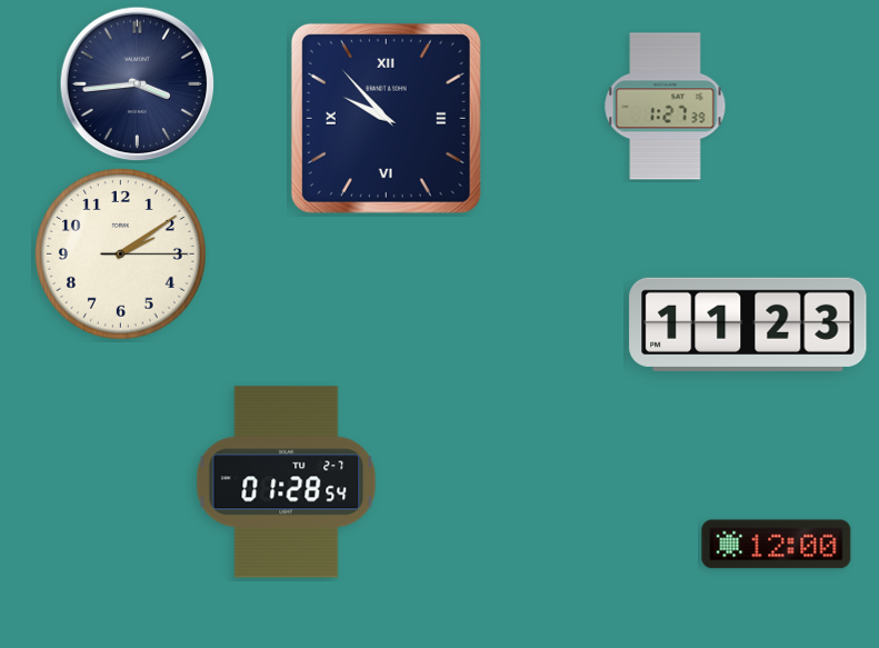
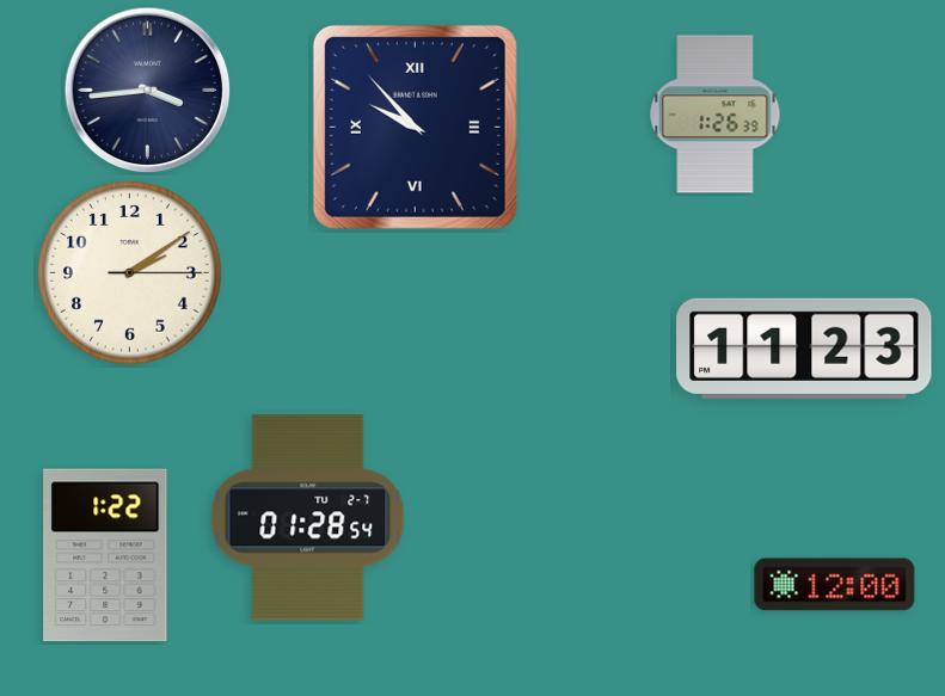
clock at (666, 107): 1:27 -> 1:26
clock at (105, 555): none -> 1:22
